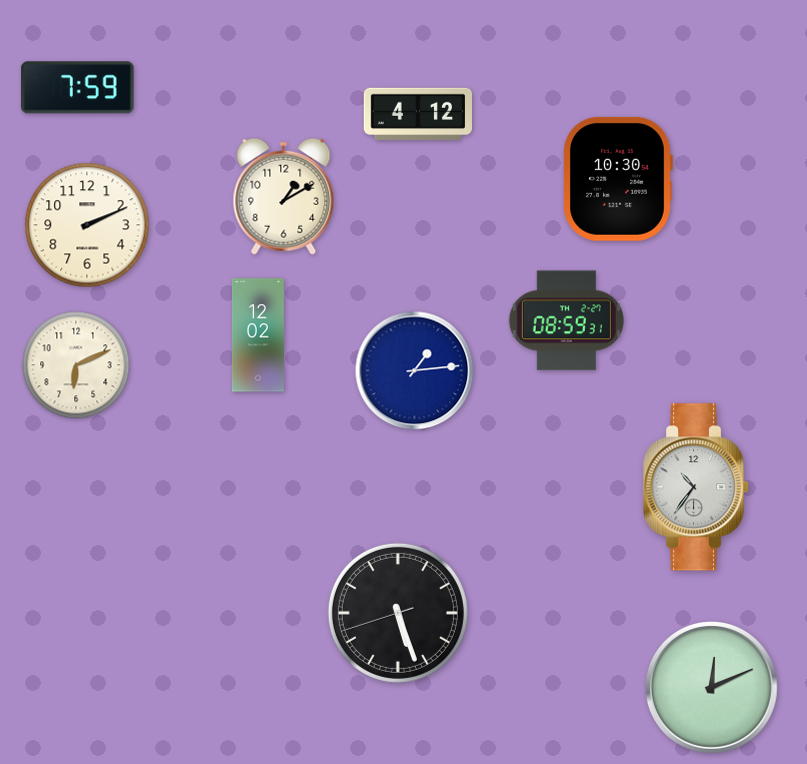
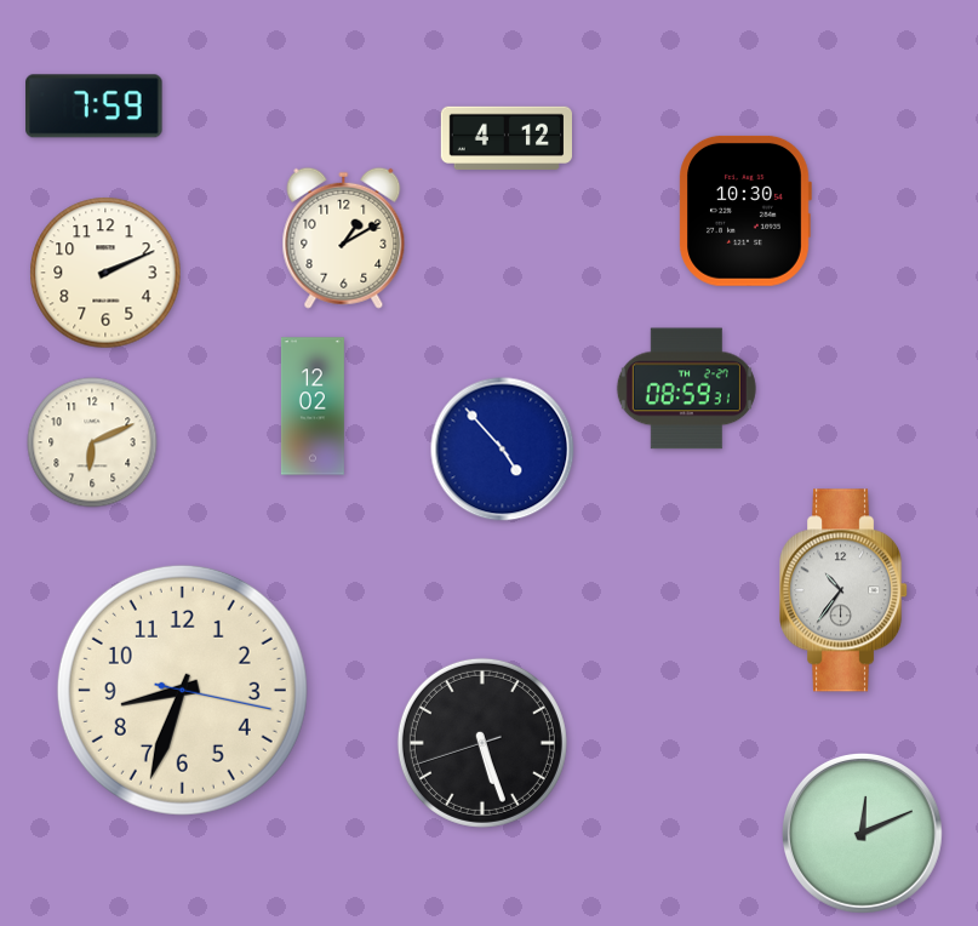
clock at (618, 179) position: (618, 179) -> (745, 211)
clock at (415, 371): 1:14 -> 4:53
clock at (182, 690): none -> 8:33
